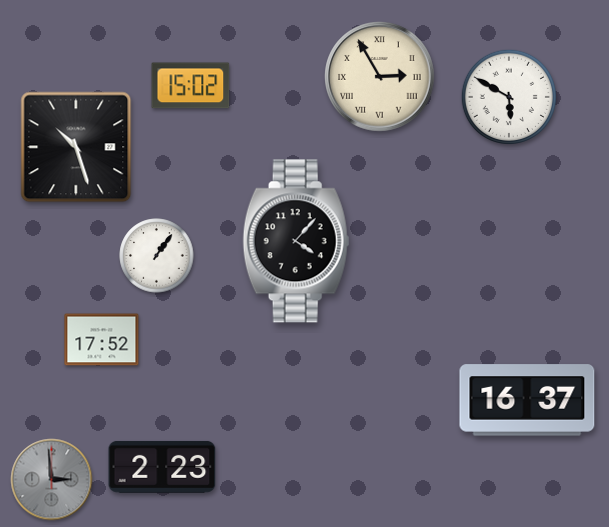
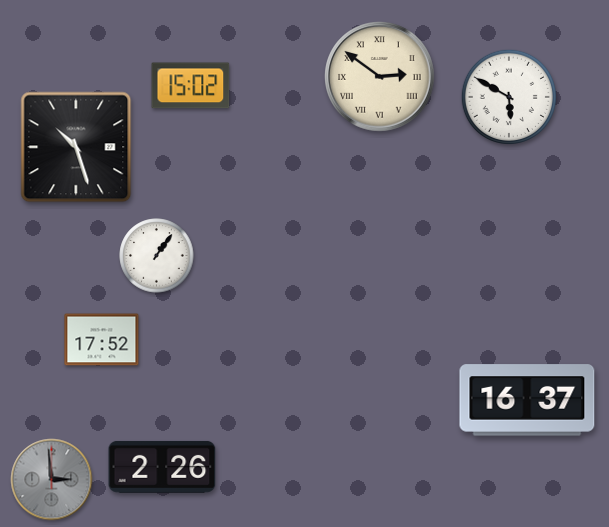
clock at (380, 77): 2:55 -> 2:51
clock at (296, 241): 4:07 -> none
clock at (162, 467): 2:23 -> 2:26
